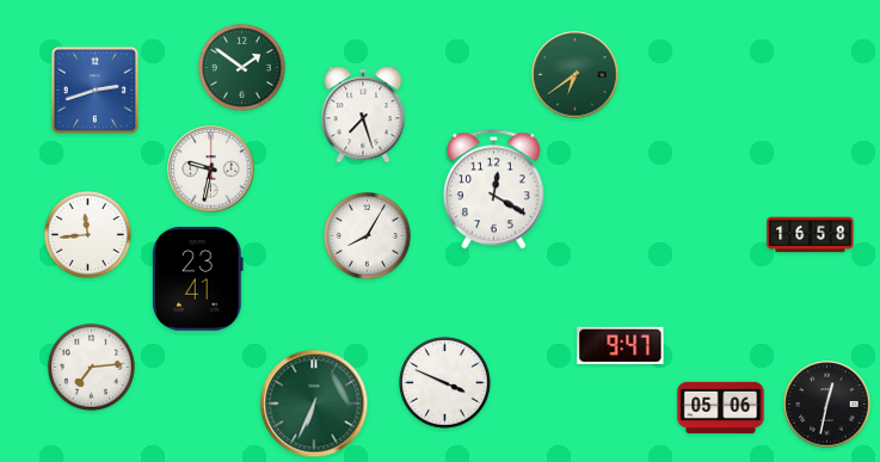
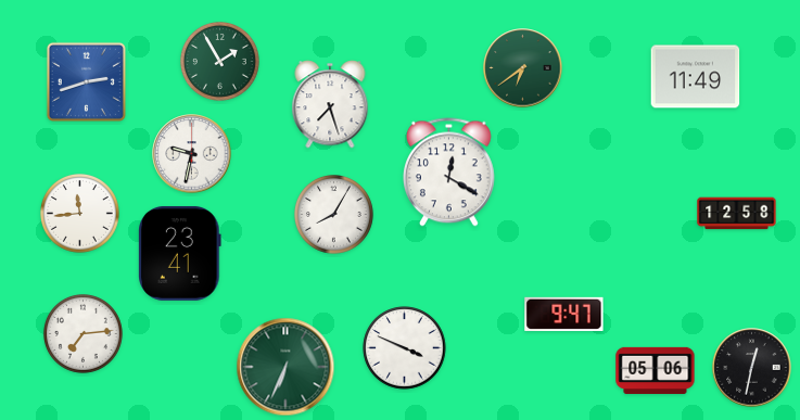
clock at (242, 68): 1:51 -> 1:55
clock at (696, 77): none -> 11:49
clock at (811, 235): 16:58 -> 12:58
